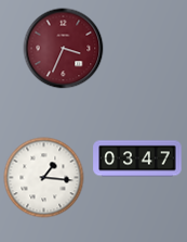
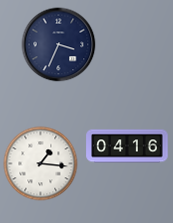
clock at (64, 49) dial: burgundy -> navy
clock at (137, 158): 03:47 -> 04:16
